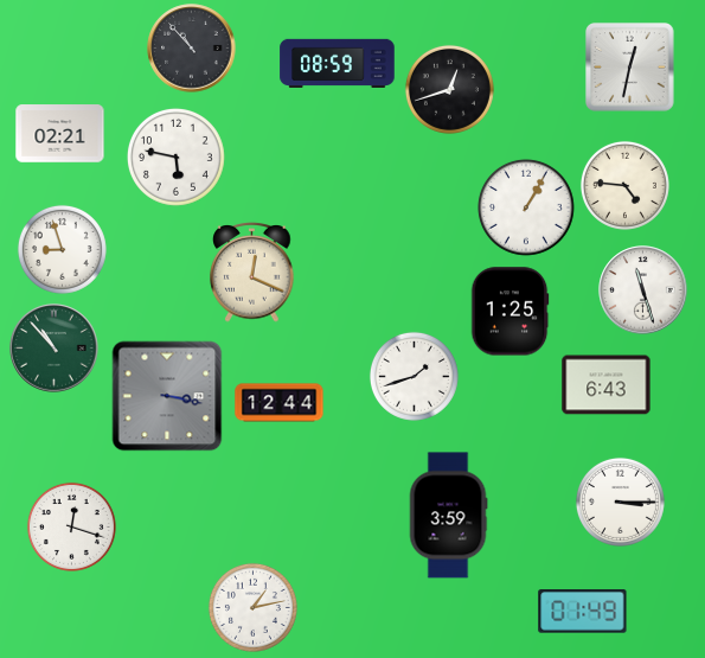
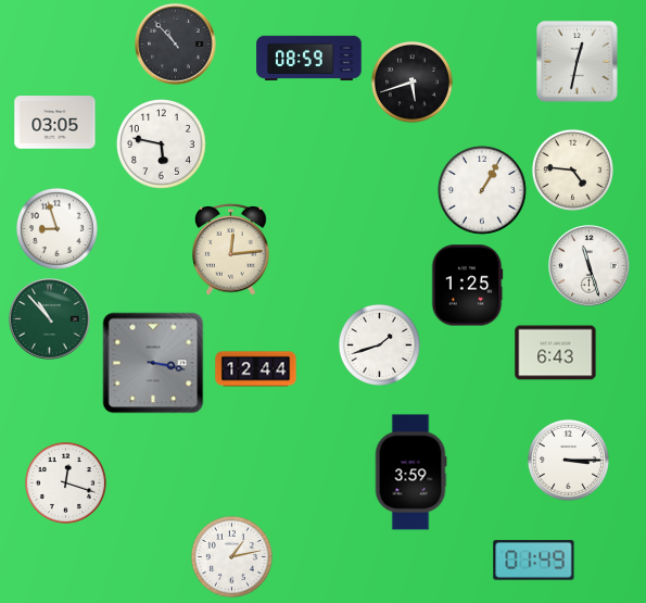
clock at (449, 89): 12:42 -> 5:42
clock at (60, 134): 02:21 -> 03:05
clock at (252, 273): 12:19 -> 12:14
